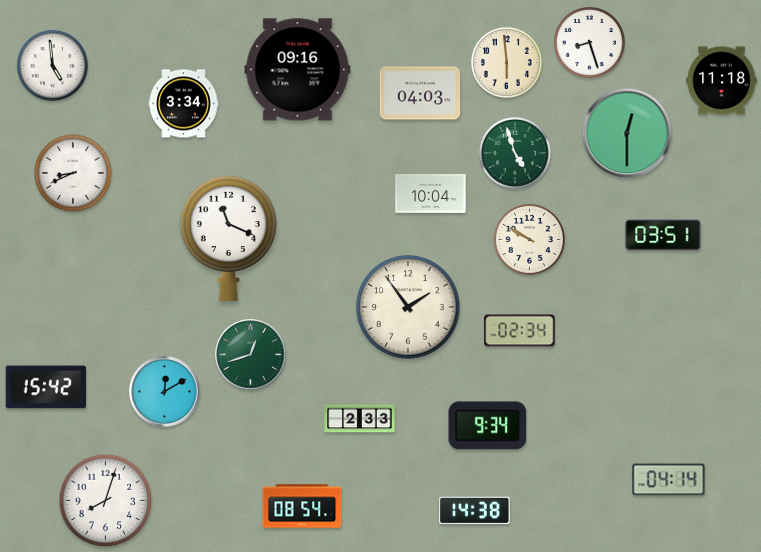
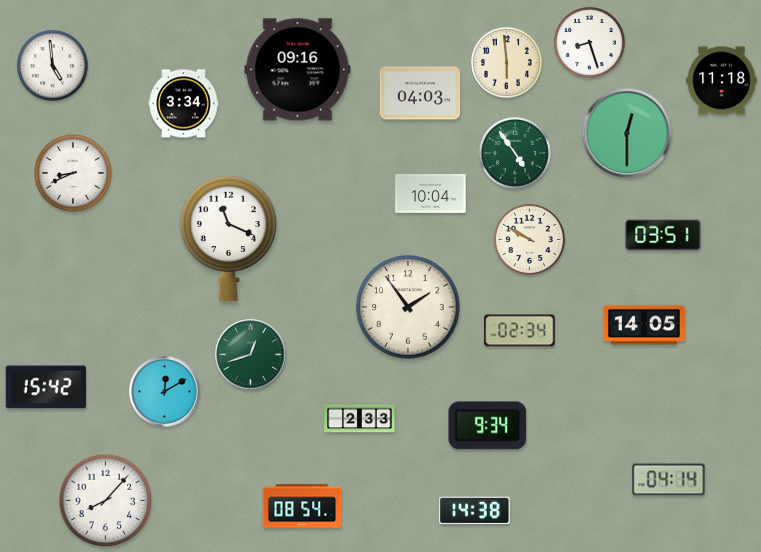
clock at (515, 153): 4:57 -> 4:54
clock at (644, 325): none -> 14:05
clock at (106, 501): 8:03 -> 8:07
